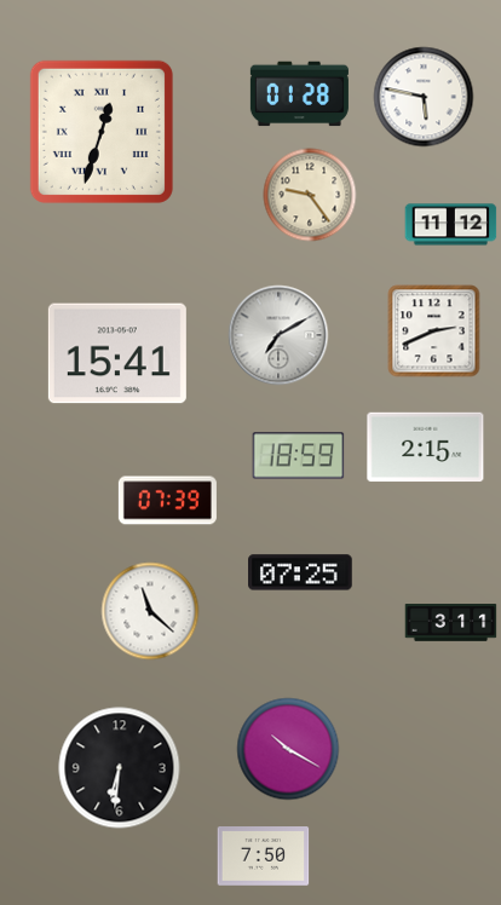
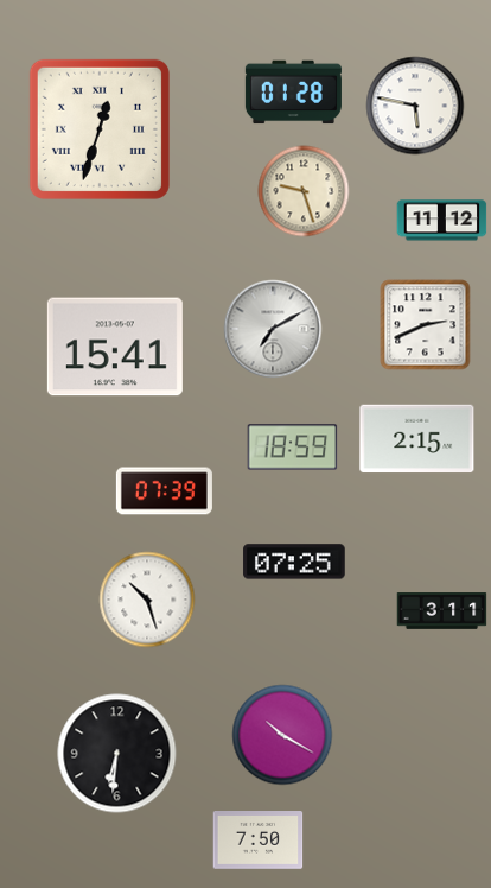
clock at (424, 97) position: (424, 97) -> (415, 106)
clock at (310, 195): 9:24 -> 9:27
clock at (150, 611): 11:22 -> 10:27
